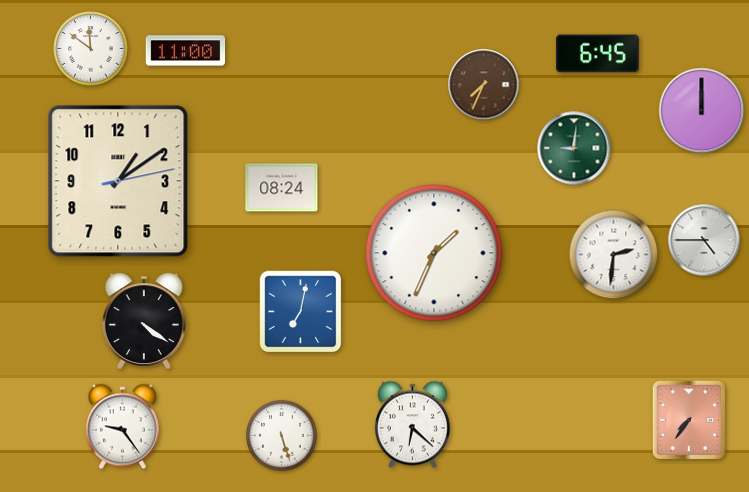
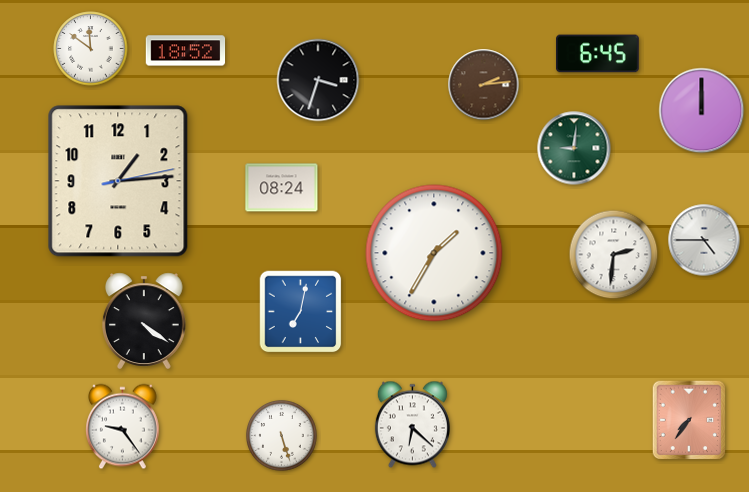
clock at (186, 51): 11:00 -> 18:52
clock at (318, 80): none -> 3:33
clock at (484, 85): 7:34 -> 2:14
clock at (118, 181): 1:09 -> 1:14
clock at (434, 253): 1:34 -> 1:35
